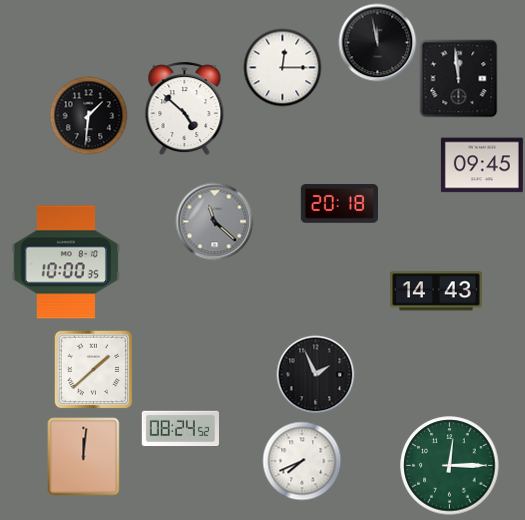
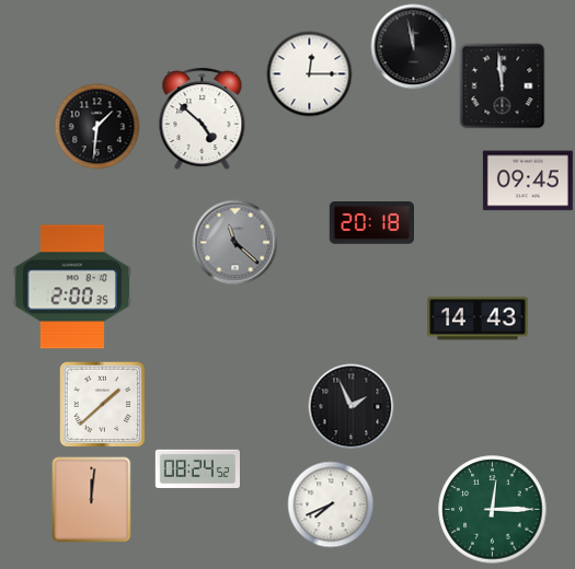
clock at (66, 262): 10:00 -> 2:00
clock at (315, 374) position: (315, 374) -> (350, 406)
